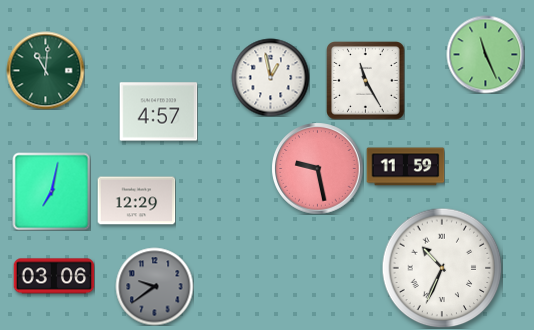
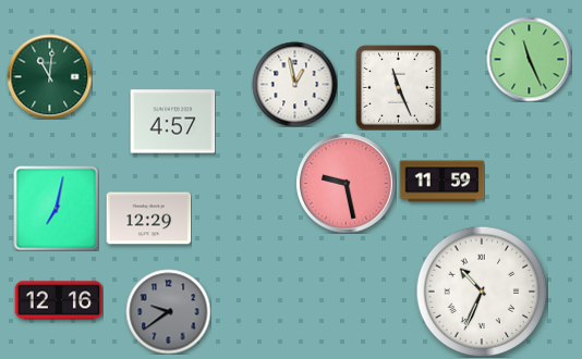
clock at (366, 81): 11:25 -> 11:26
clock at (54, 276): 03:06 -> 12:16
